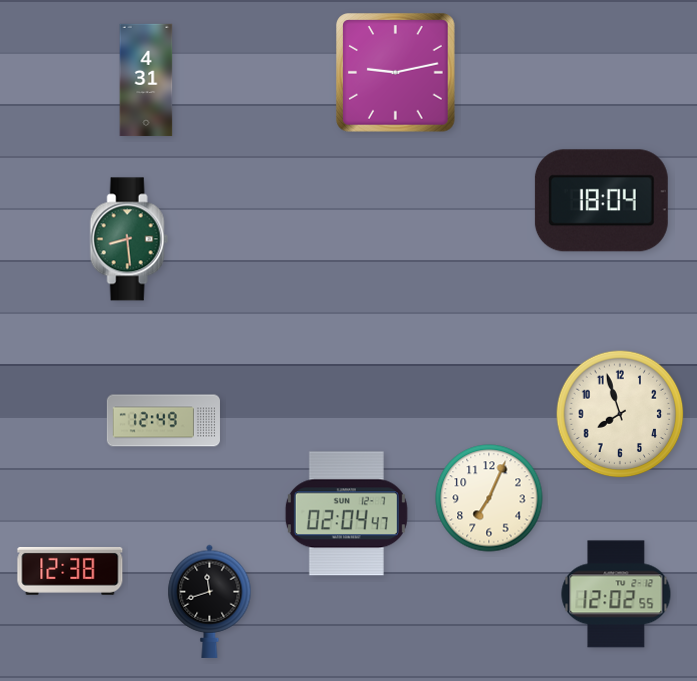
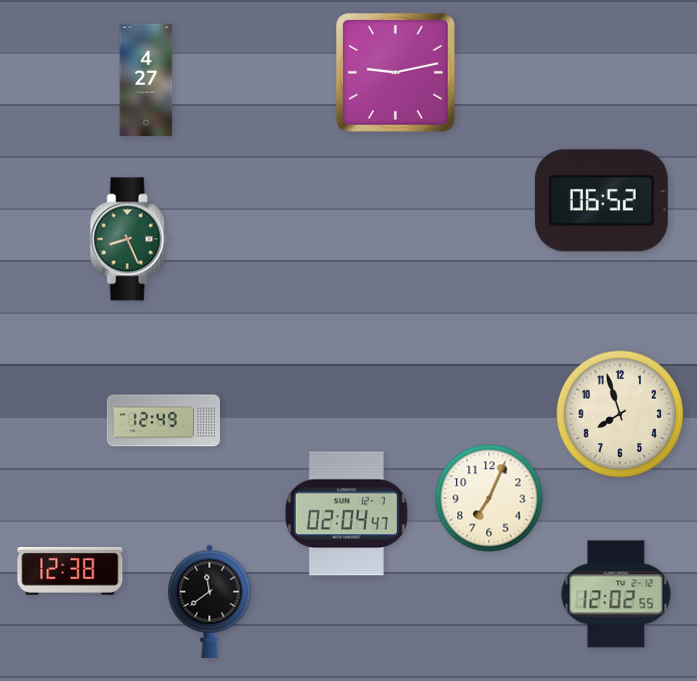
clock at (146, 80): 4:31 -> 4:27
clock at (601, 201): 18:04 -> 06:52
clock at (129, 239): 8:29 -> 8:26
clock at (210, 601): 11:42 -> 11:39
